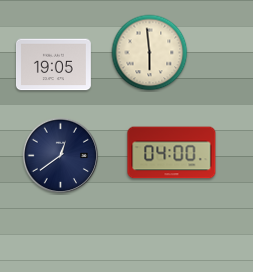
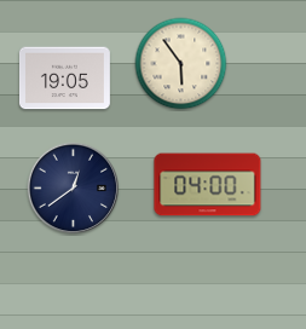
clock at (150, 53): 5:59 -> 5:54
